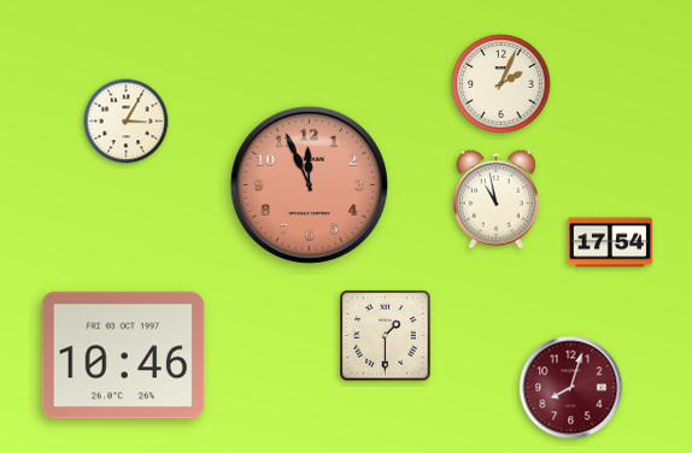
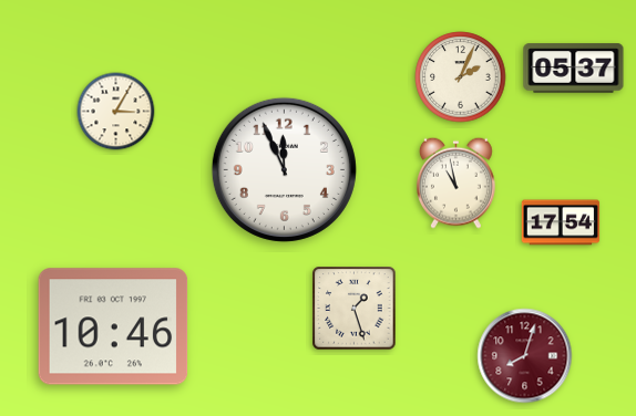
clock at (574, 69): none -> 05:37
clock at (309, 184) dial: salmon -> white
clock at (386, 336): 1:30 -> 1:27
